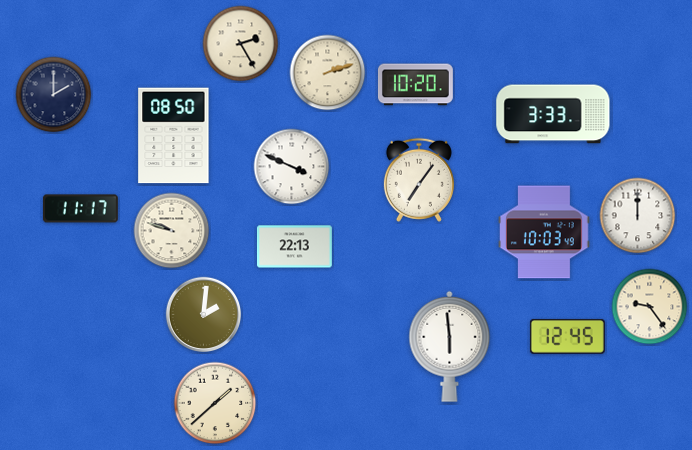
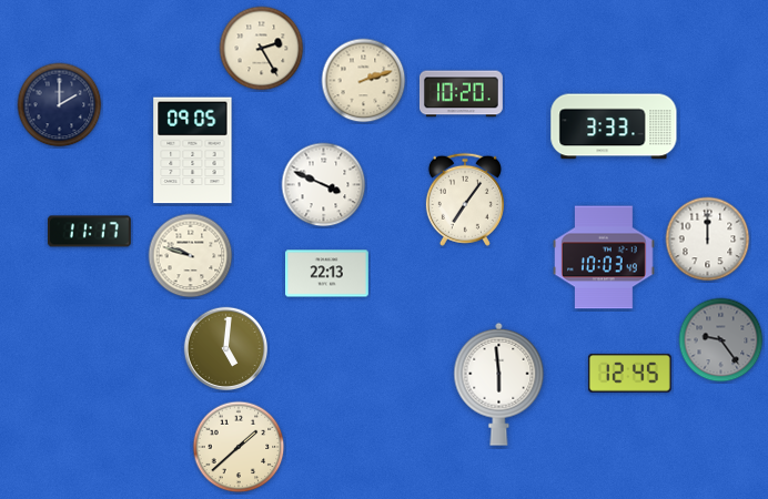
clock at (241, 44) position: (241, 44) -> (262, 49)
clock at (174, 136): 08:50 -> 09:05
clock at (650, 307) dial: cream -> grey
clock at (204, 315): 2:01 -> 5:01
